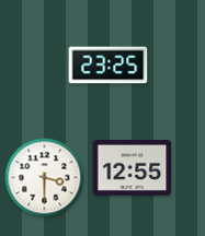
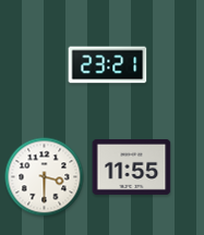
clock at (109, 66): 23:25 -> 23:21
clock at (133, 167): 12:55 -> 11:55
